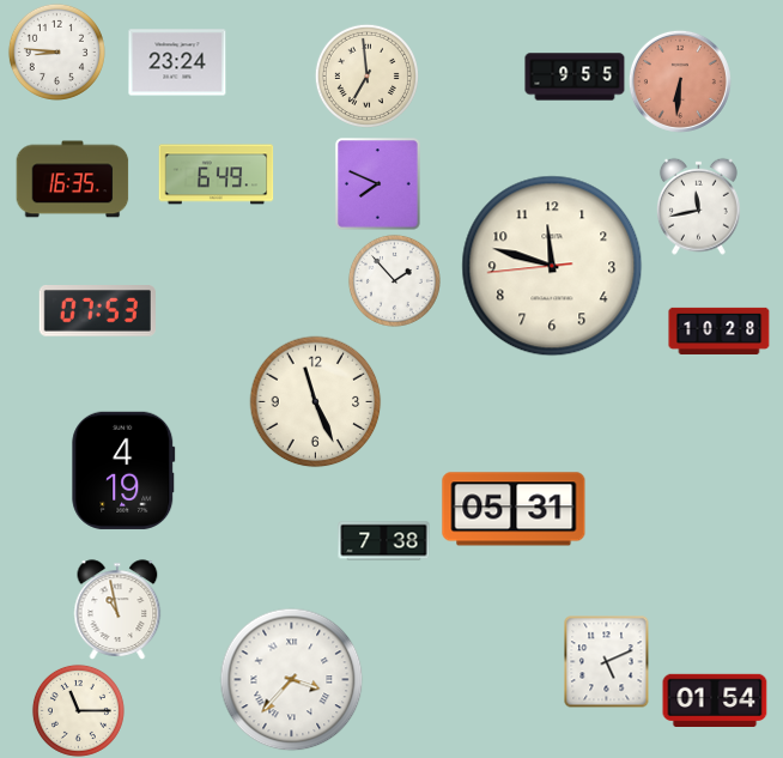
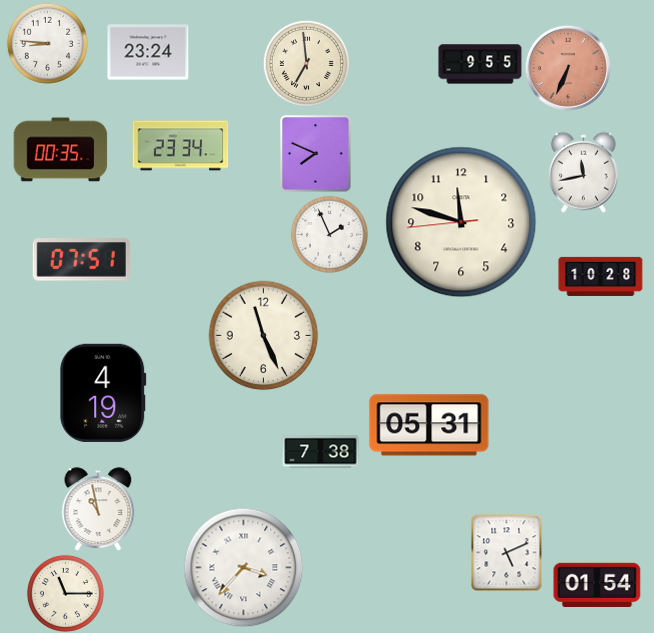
clock at (680, 81): 6:31 -> 6:34
clock at (217, 175): 6:49 -> 23:34
clock at (73, 180): 16:35 -> 00:35
clock at (394, 280): 1:53 -> 1:56
clock at (97, 311): 07:53 -> 07:51
